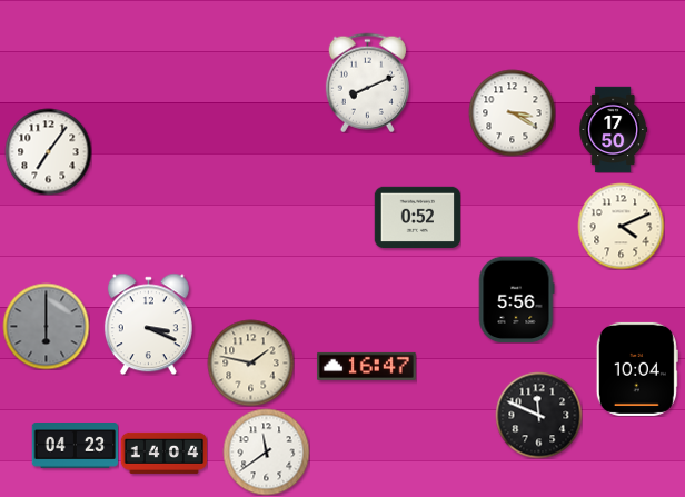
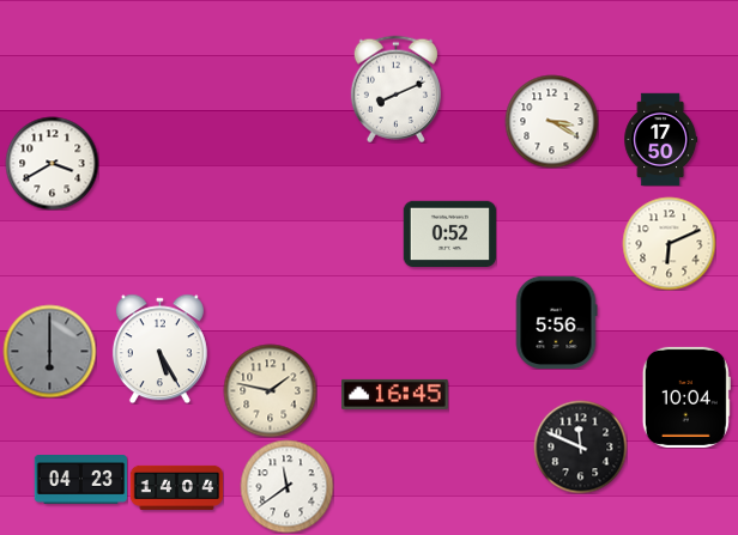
clock at (48, 151): 7:06 -> 3:40
clock at (621, 226): 4:11 -> 6:11
clock at (148, 324): 3:19 -> 5:25
clock at (366, 366): 16:47 -> 16:45
